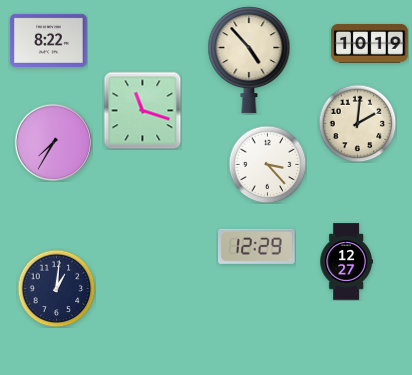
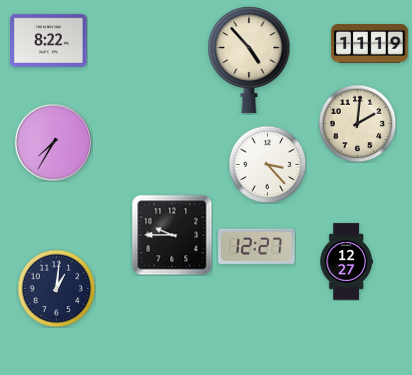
clock at (370, 43): 10:19 -> 11:19
clock at (142, 110): 11:18 -> none
clock at (172, 235): none -> 9:45
clock at (257, 246): 12:29 -> 12:27
